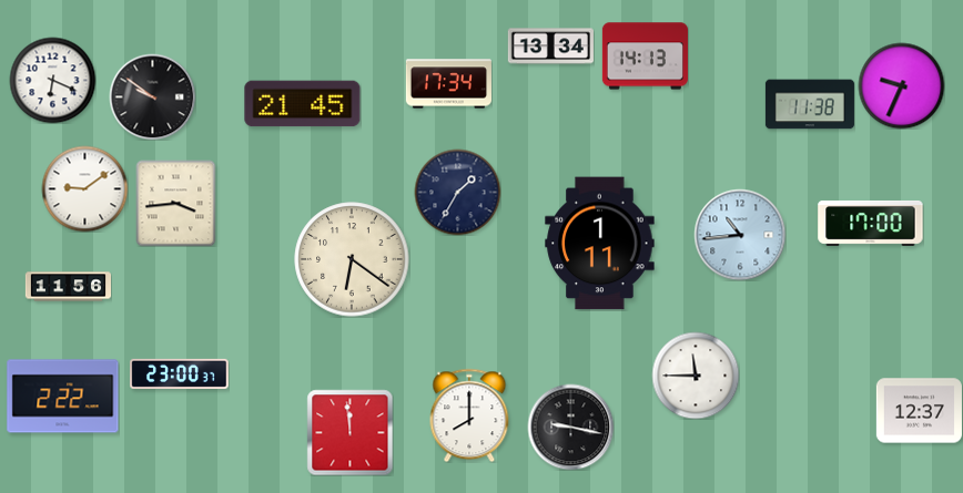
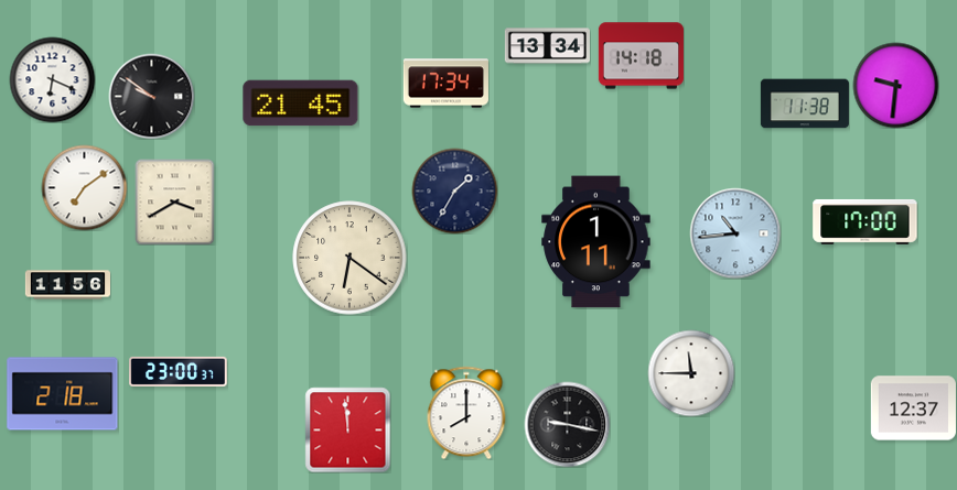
clock at (645, 57): 14:13 -> 14:18
clock at (901, 85): 9:34 -> 9:31
clock at (84, 188): 9:09 -> 7:09
clock at (176, 203): 3:44 -> 3:40
clock at (63, 397): 2:22 -> 2:18
